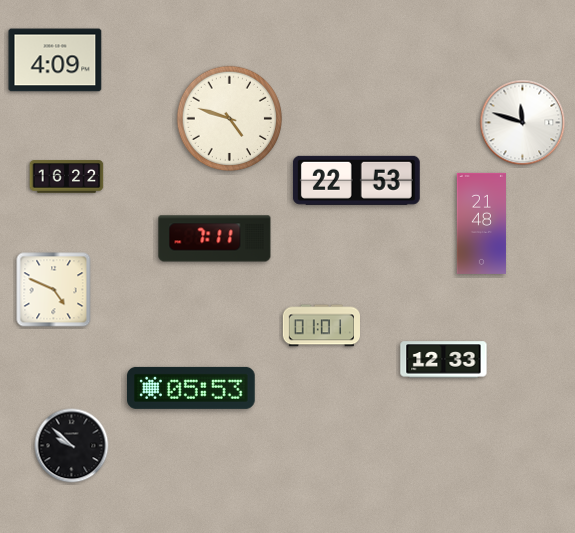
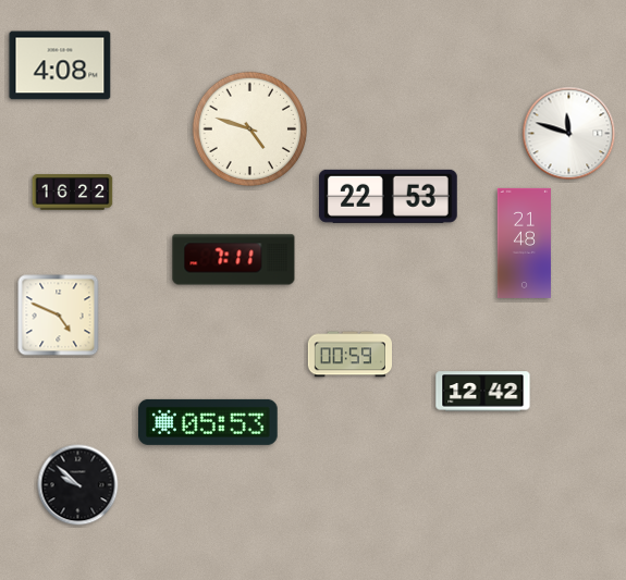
clock at (55, 60): 4:09 -> 4:08
clock at (321, 326): 01:01 -> 00:59
clock at (444, 360): 12:33 -> 12:42
